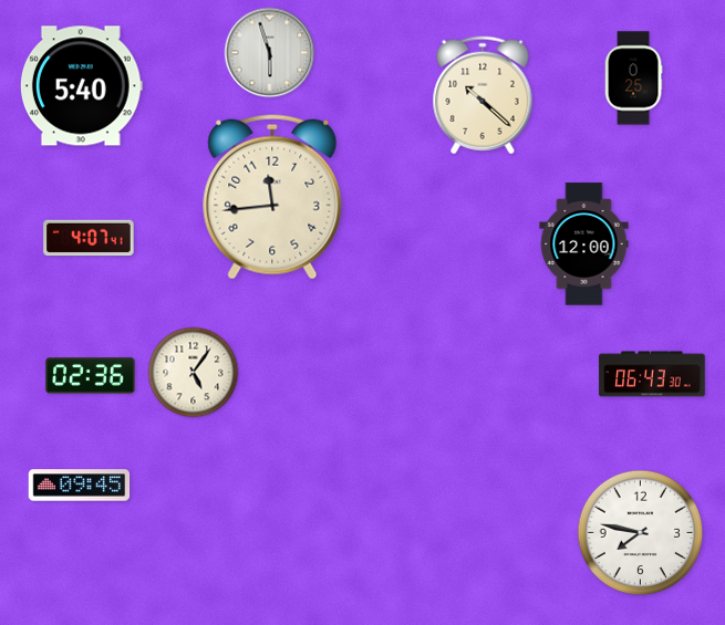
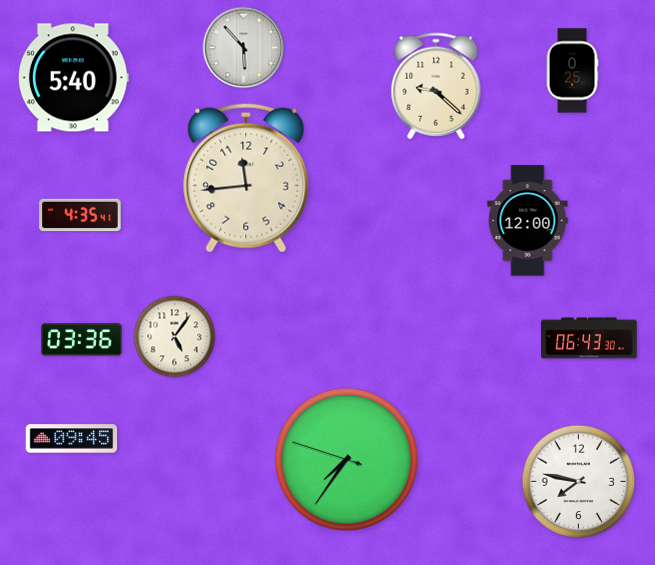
clock at (270, 53): 5:57 -> 5:53
clock at (483, 95): 10:22 -> 9:22
clock at (89, 238): 4:07 -> 4:35
clock at (91, 376): 02:36 -> 03:36
clock at (346, 459): none -> 7:35
